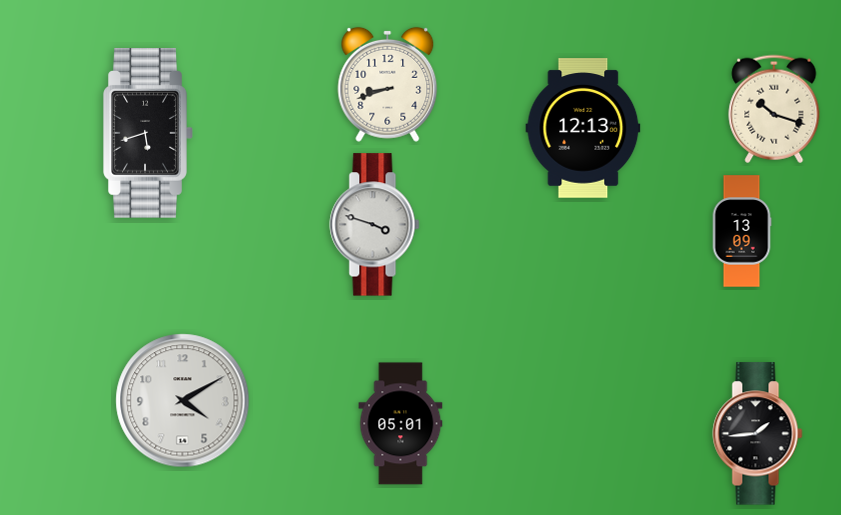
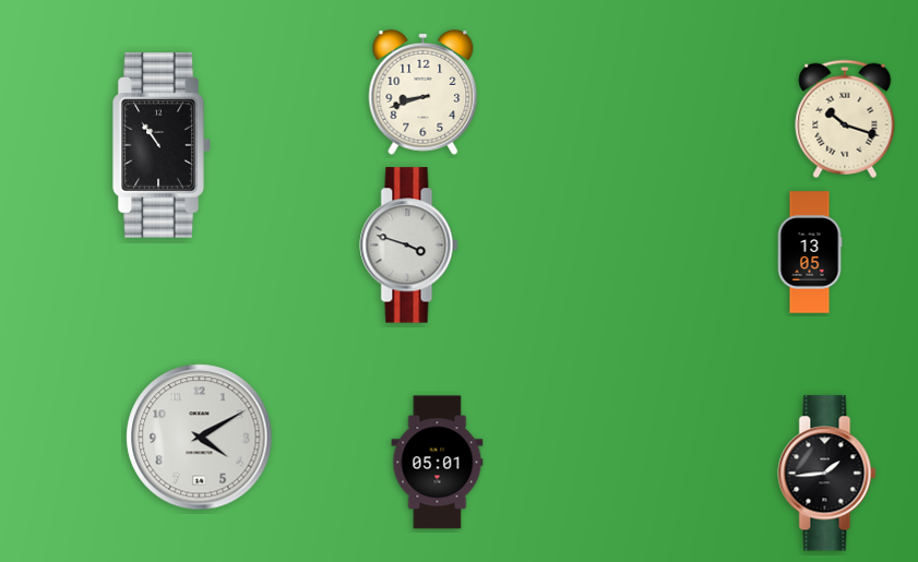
clock at (583, 128): 12:13 -> none
clock at (148, 134): 5:42 -> 10:54
clock at (742, 231): 13:09 -> 13:05
